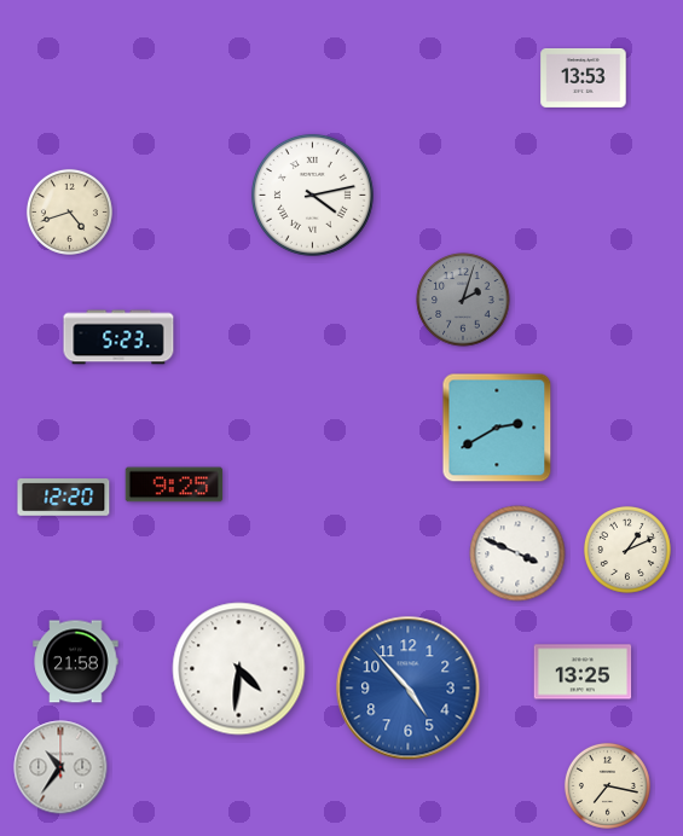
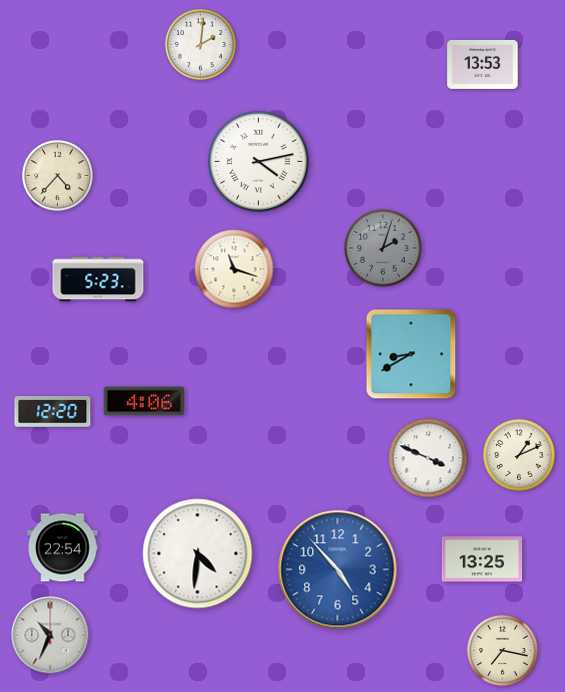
clock at (200, 44): none -> 2:01
clock at (69, 211): 4:42 -> 4:37
clock at (234, 269): none -> 11:18
clock at (497, 428): 2:40 -> 8:40
clock at (174, 484): 9:25 -> 4:06
clock at (76, 662): 21:58 -> 22:54
clock at (583, 672) position: (583, 672) -> (482, 559)
clock at (60, 767): 10:36 -> 10:34
